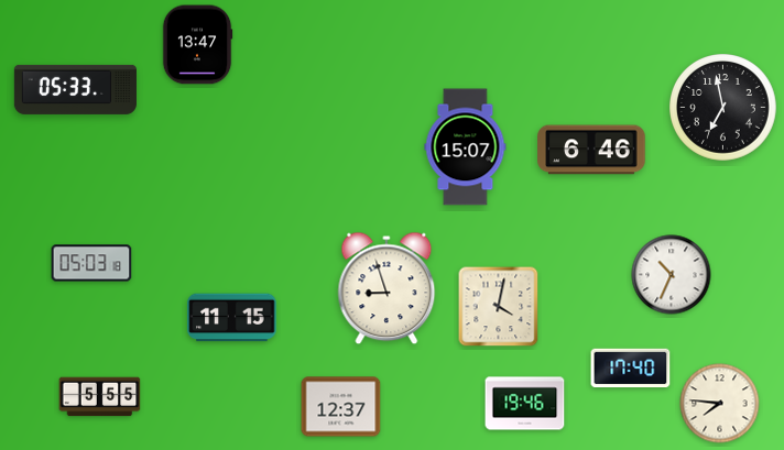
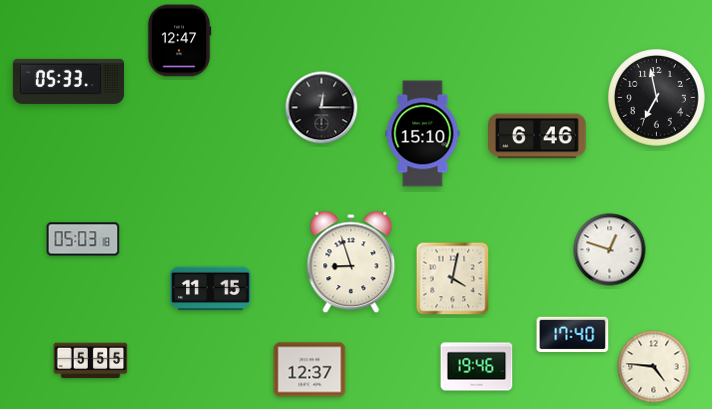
clock at (197, 45): 13:47 -> 12:47
clock at (322, 108): none -> 12:15
clock at (466, 147): 15:07 -> 15:10
clock at (672, 275): 10:34 -> 12:48
clock at (720, 404): 7:46 -> 4:46
